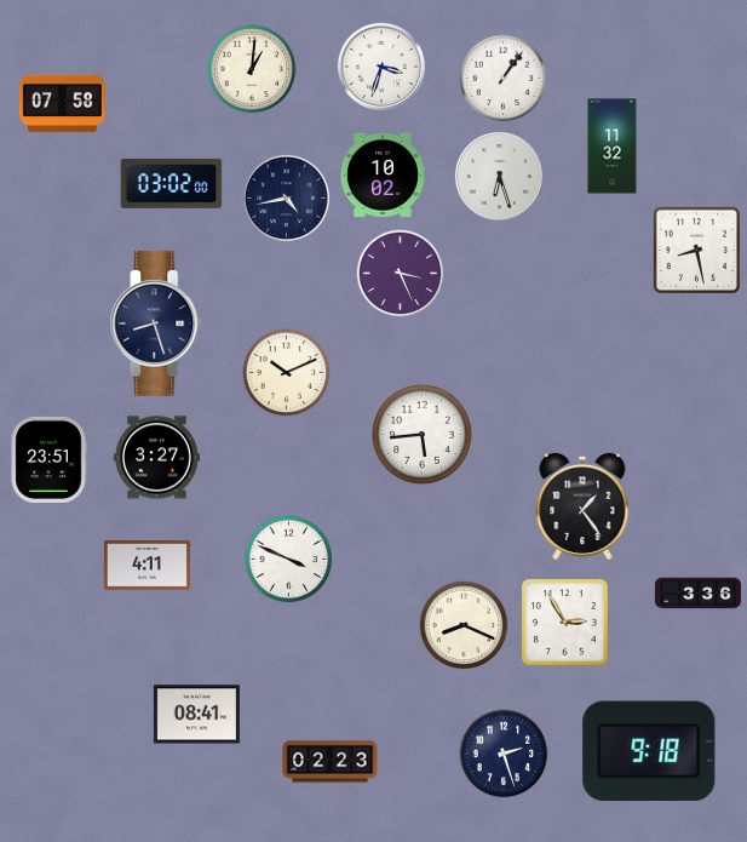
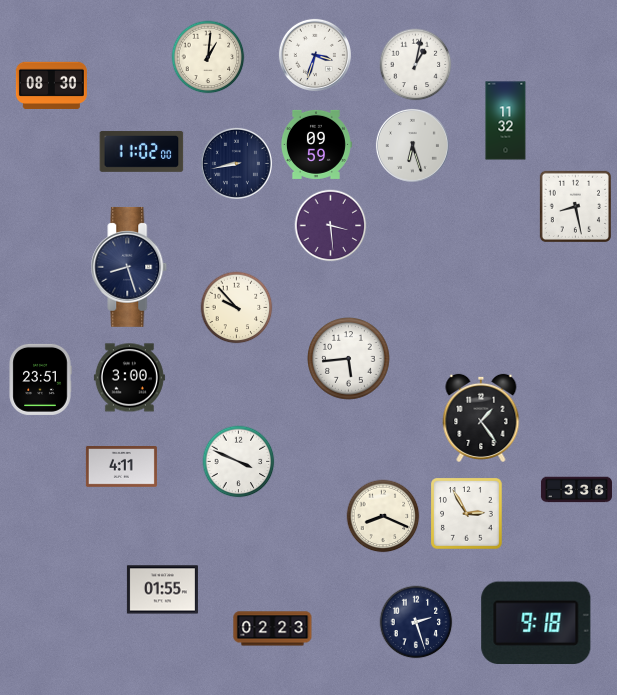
clock at (504, 79): 1:06 -> 1:02
clock at (62, 103): 07:58 -> 08:30
clock at (383, 174): 10:02 -> 09:59
clock at (172, 183): 03:02 -> 11:02
clock at (286, 197): 4:43 -> 8:43
clock at (401, 274): 3:26 -> 3:29
clock at (287, 373): 10:11 -> 9:53
clock at (156, 458): 3:27 -> 3:00
clock at (196, 715): 08:41 -> 01:55
clock at (649, 750) position: (649, 750) -> (536, 622)
